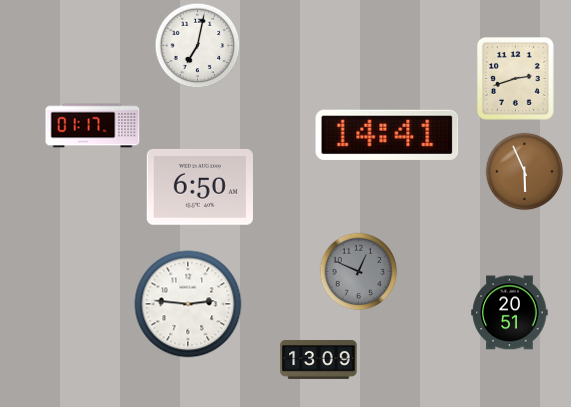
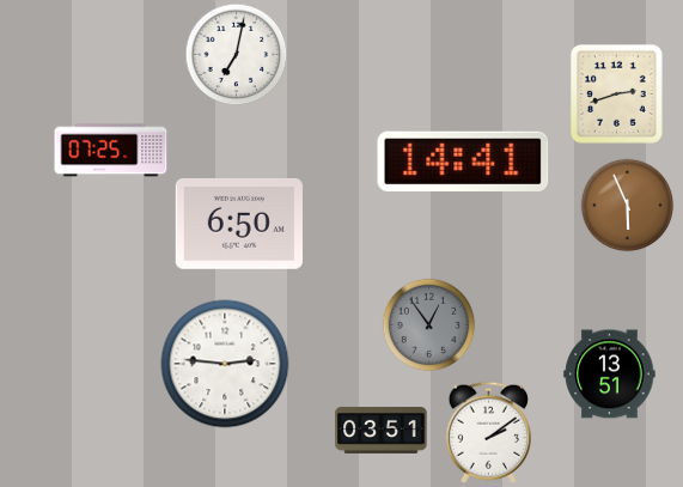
clock at (93, 126): 01:17 -> 07:25
clock at (358, 271): 12:49 -> 12:54
clock at (510, 313): 20:51 -> 13:51
clock at (319, 359): 13:09 -> 03:51
clock at (488, 432): none -> 2:09
